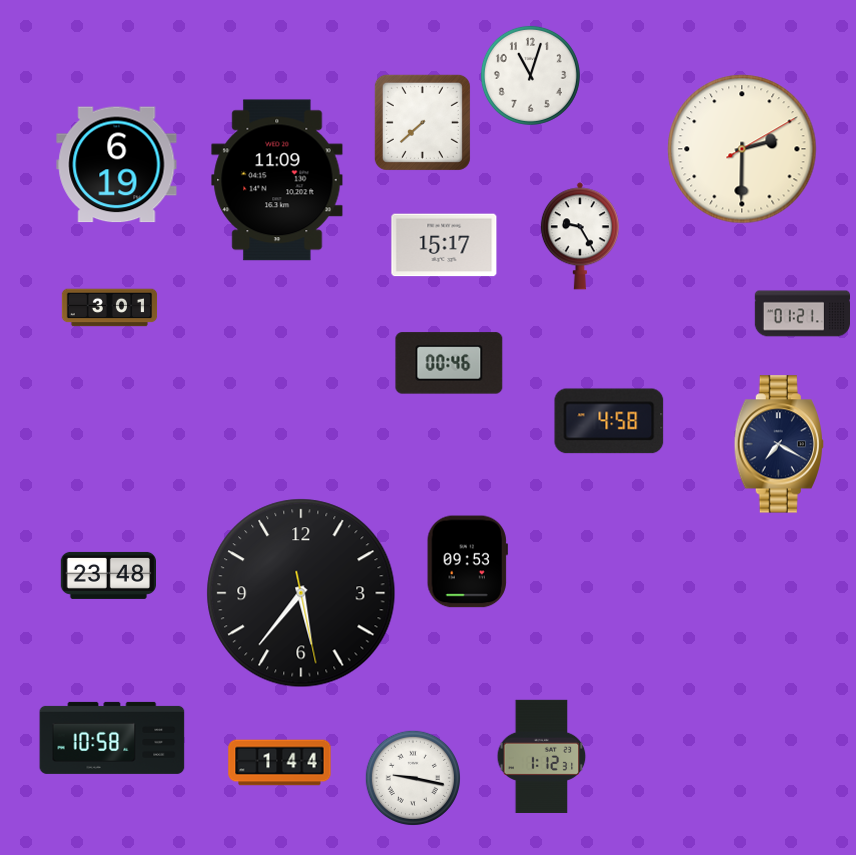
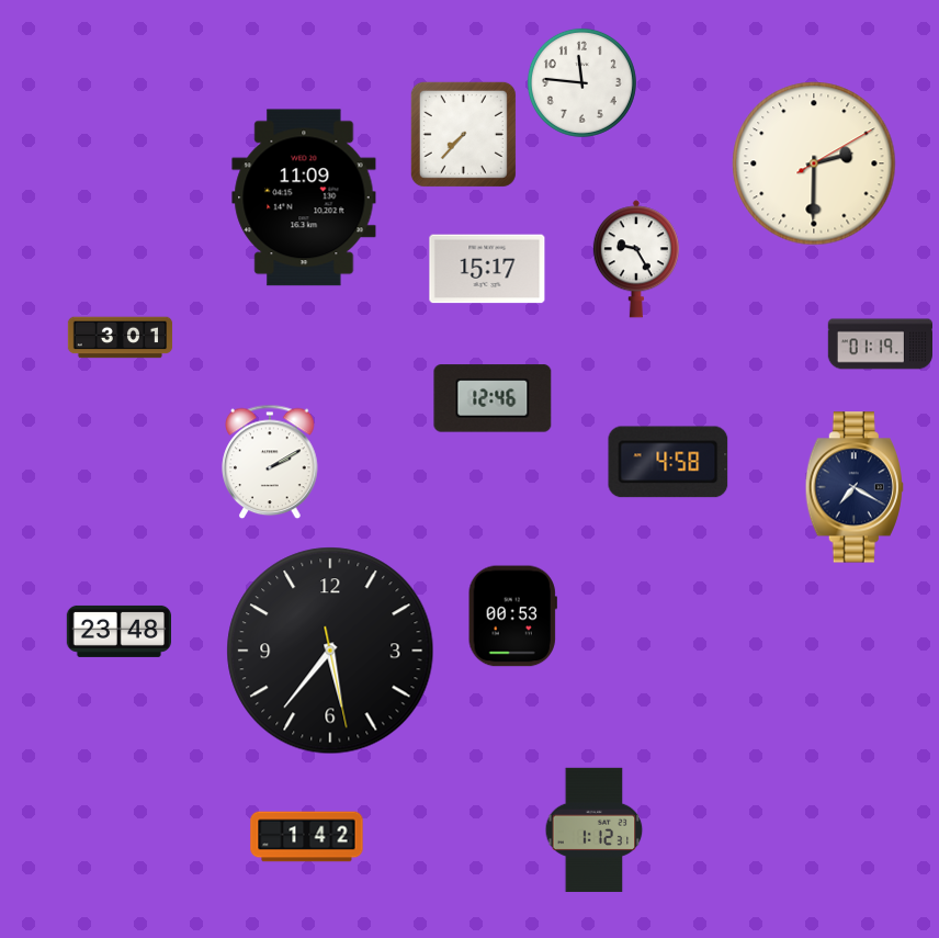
clock at (530, 75): 11:03 -> 11:46
clock at (422, 122): 7:38 -> 7:37
clock at (117, 165): 6:19 -> none
clock at (802, 314): 01:21 -> 01:19
clock at (449, 363): 00:46 -> 12:46
clock at (270, 462): none -> 2:10
clock at (467, 562): 09:53 -> 00:53
clock at (112, 738): 10:58 -> none
clock at (280, 763): 1:44 -> 1:42
clock at (413, 778): 9:17 -> none
